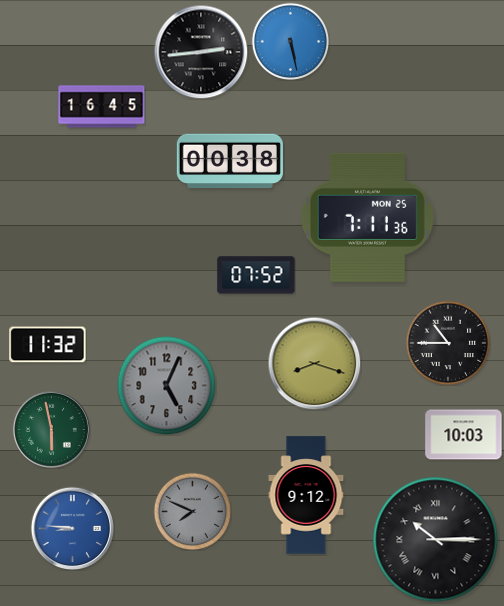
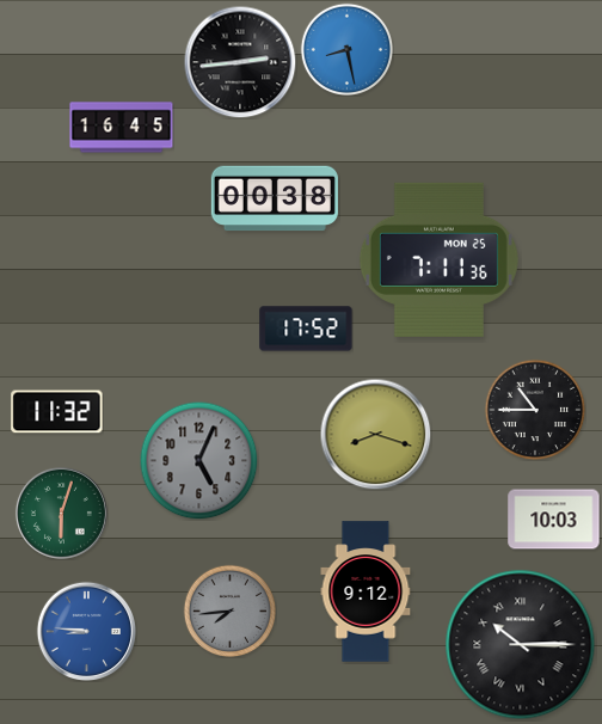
clock at (290, 41): 5:28 -> 8:28
clock at (230, 161) position: (230, 161) -> (275, 198)
clock at (256, 275): 07:52 -> 17:52
clock at (51, 429): 5:58 -> 6:03
clock at (192, 511): 7:49 -> 7:44
